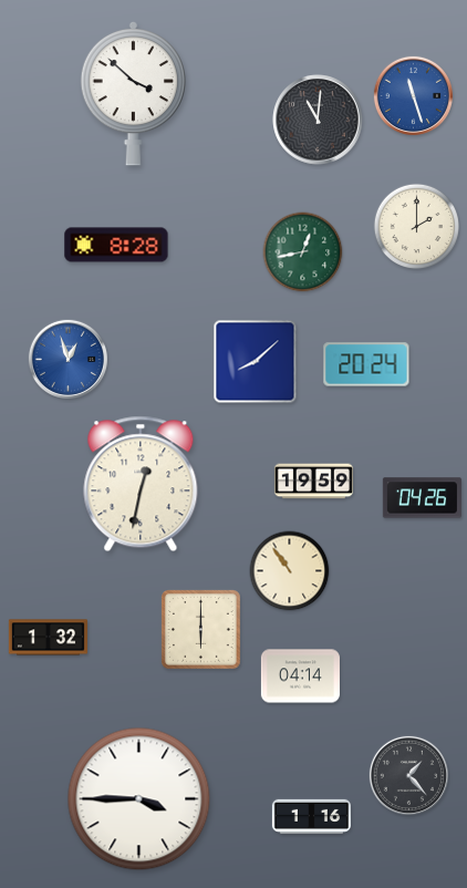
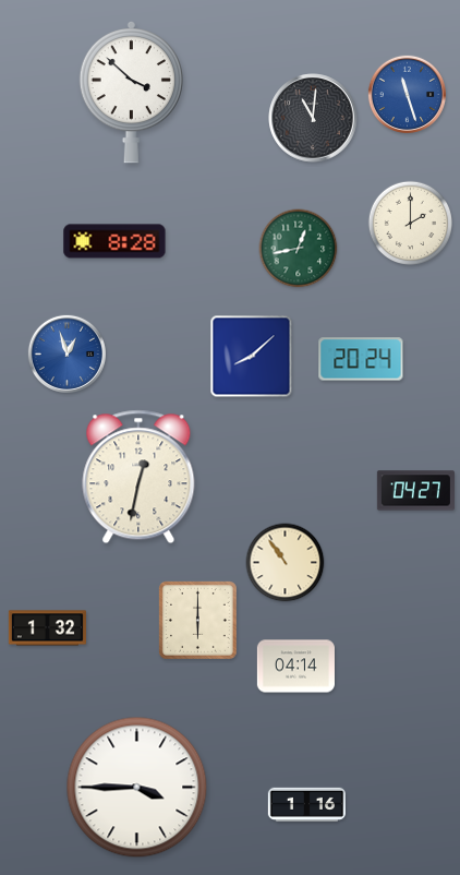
clock at (313, 482): 19:59 -> none
clock at (422, 498): 04:26 -> 04:27
clock at (408, 775): 1:23 -> none
